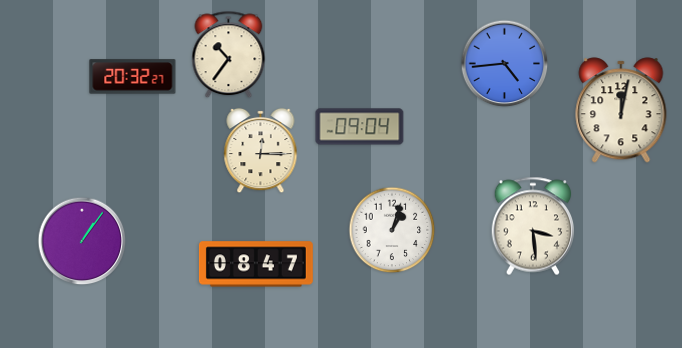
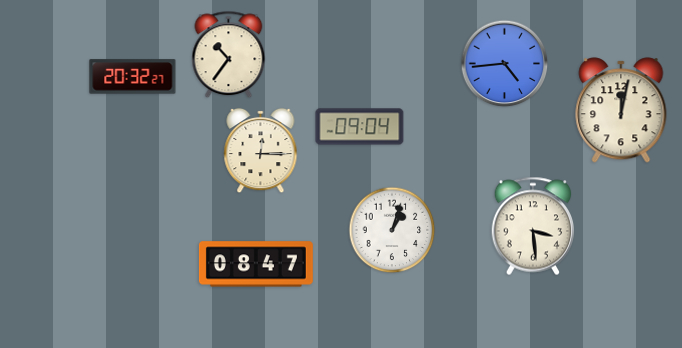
clock at (82, 241): 1:06 -> none
